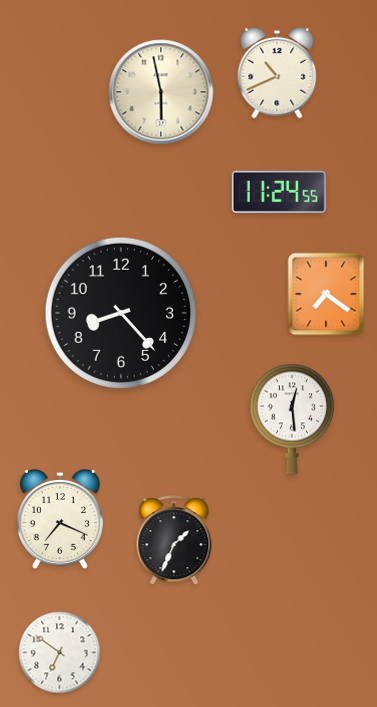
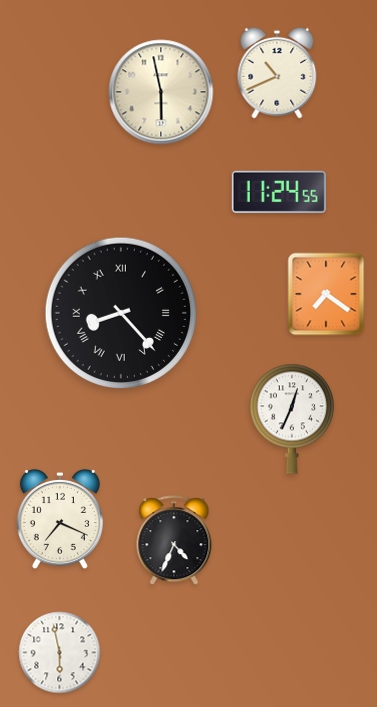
clock at (121, 313) numerals: Arabic -> Roman
clock at (292, 419): 12:29 -> 12:34
clock at (174, 541): 1:34 -> 4:34
clock at (60, 653): 6:51 -> 5:58
